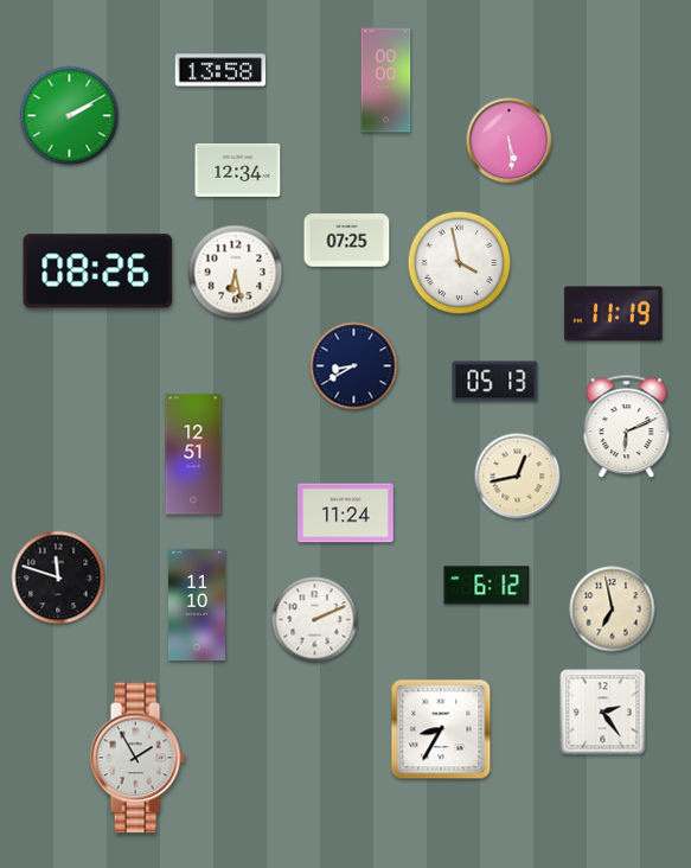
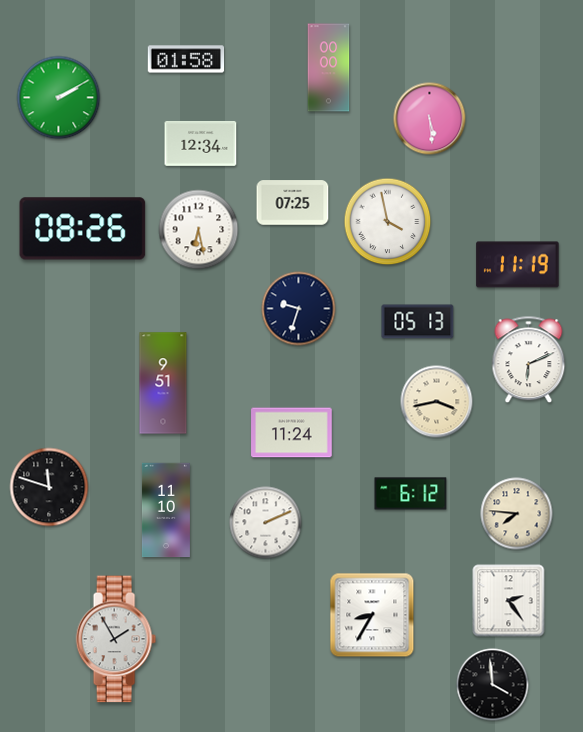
clock at (220, 70): 13:58 -> 01:58
clock at (386, 81) position: (386, 81) -> (329, 68)
clock at (354, 366): 8:40 -> 9:33
clock at (193, 454): 12:51 -> 9:51
clock at (518, 477): 12:43 -> 3:43
clock at (613, 609): 6:58 -> 7:46
clock at (493, 685): none -> 3:59
